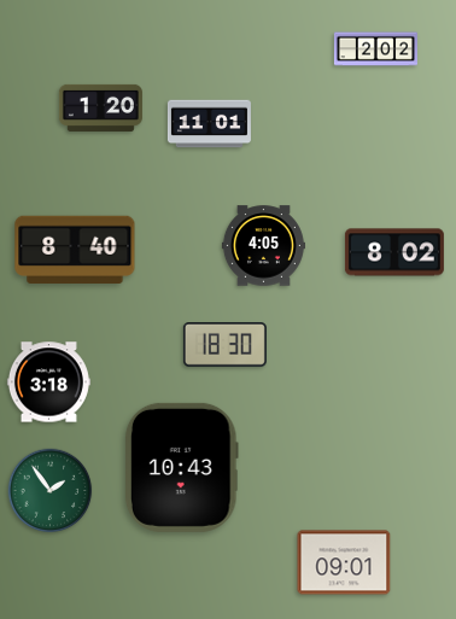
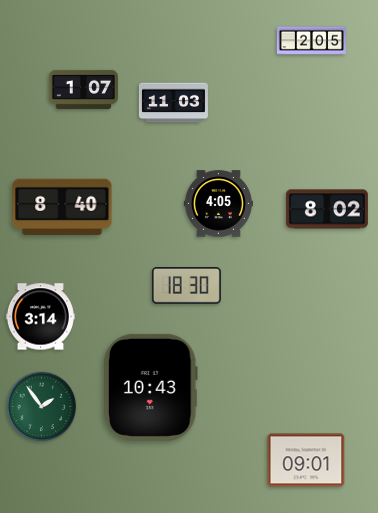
clock at (375, 49): 2:02 -> 2:05
clock at (100, 107): 1:20 -> 1:07
clock at (209, 124): 11:01 -> 11:03
clock at (48, 383): 3:18 -> 3:14
clock at (344, 562) position: (344, 562) -> (306, 460)
